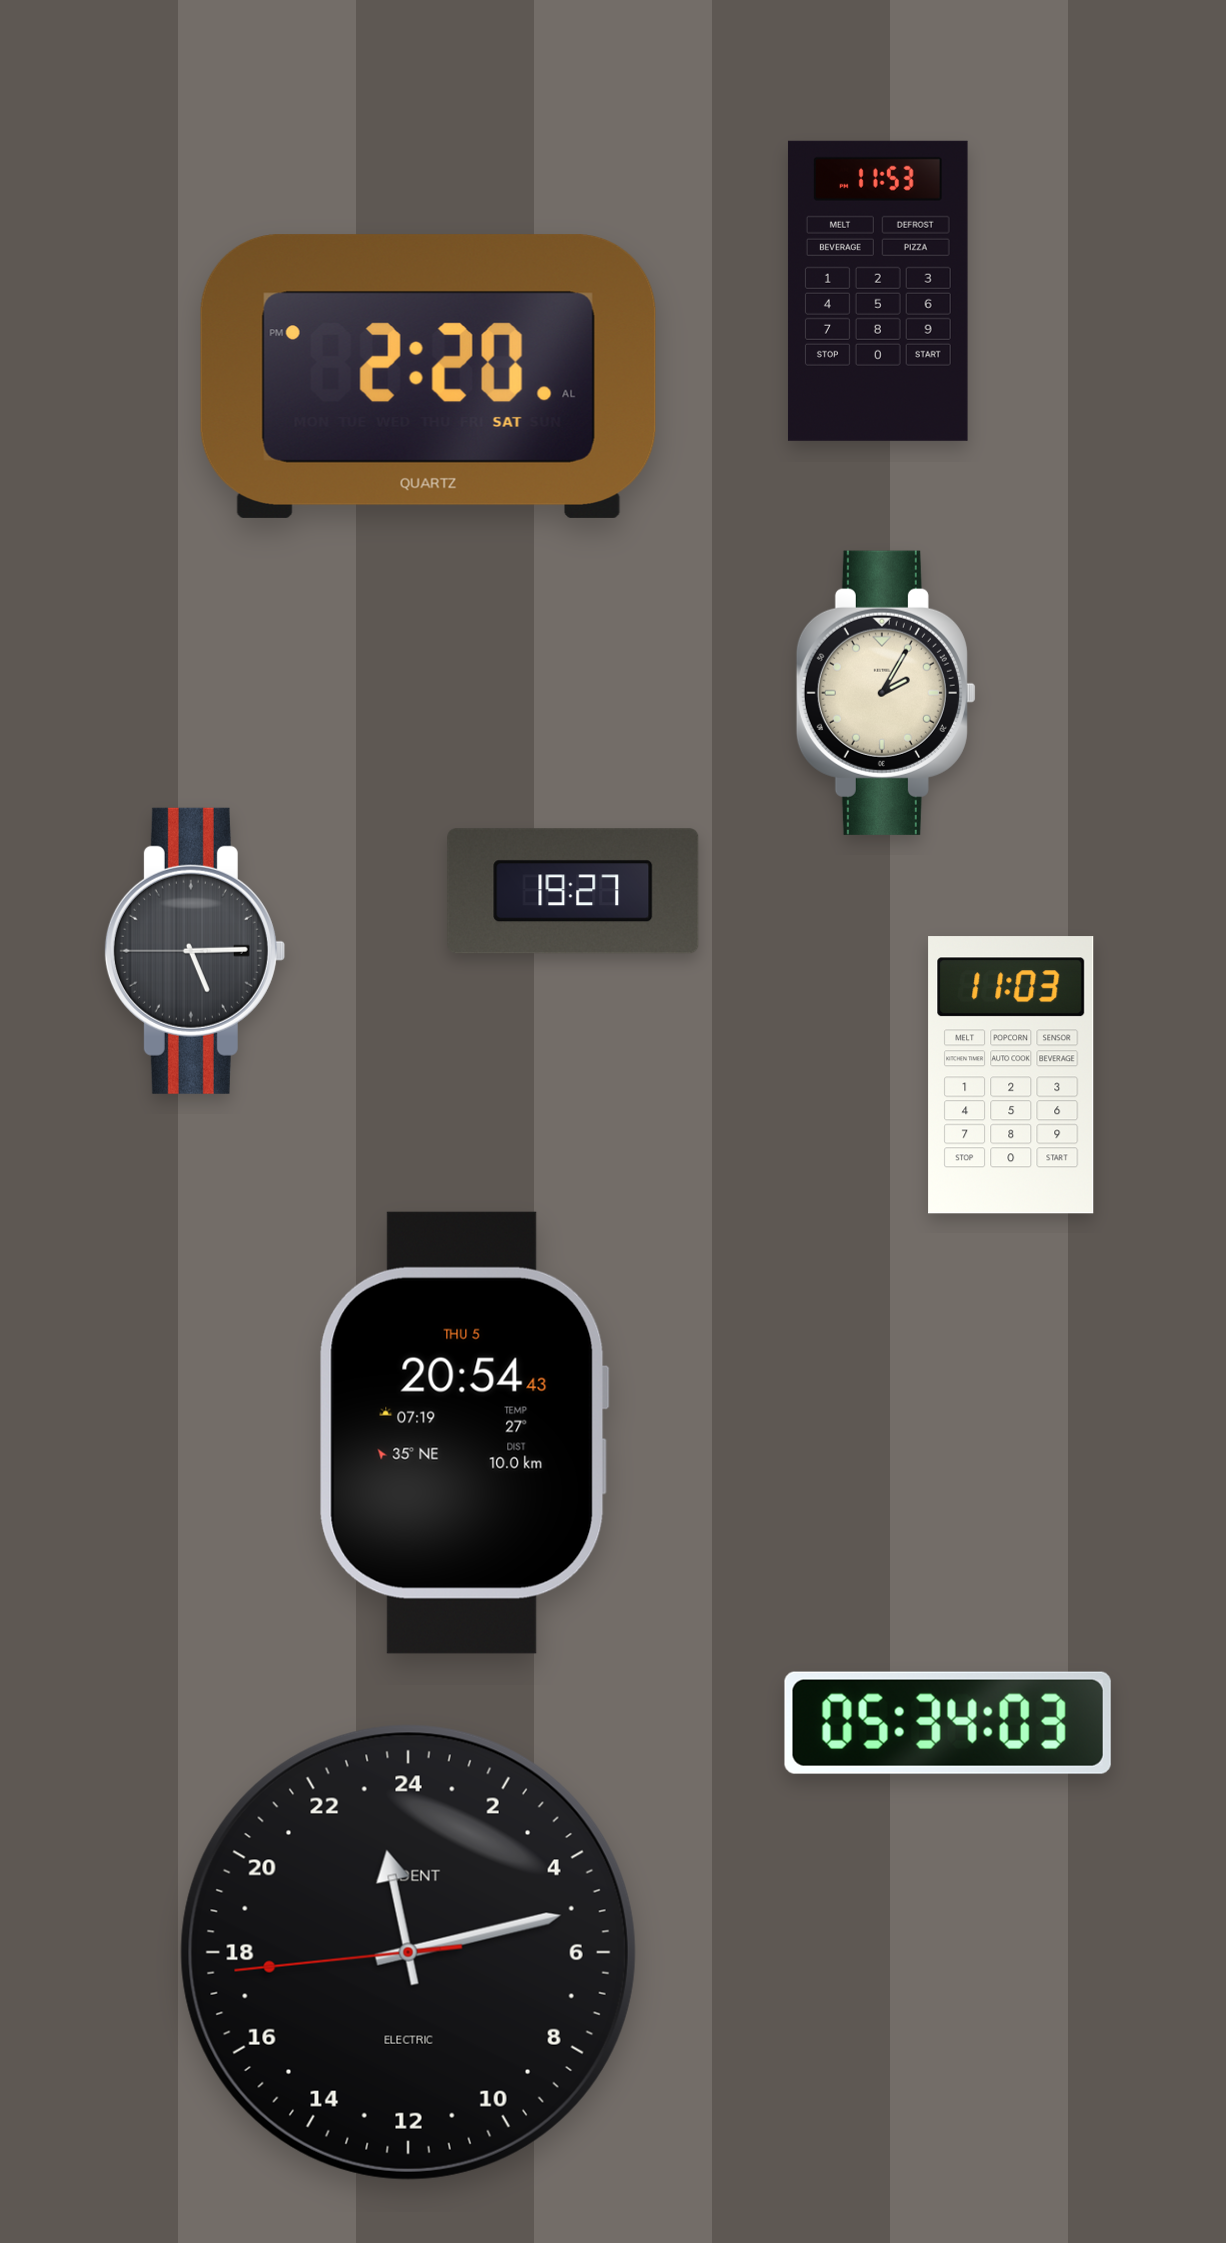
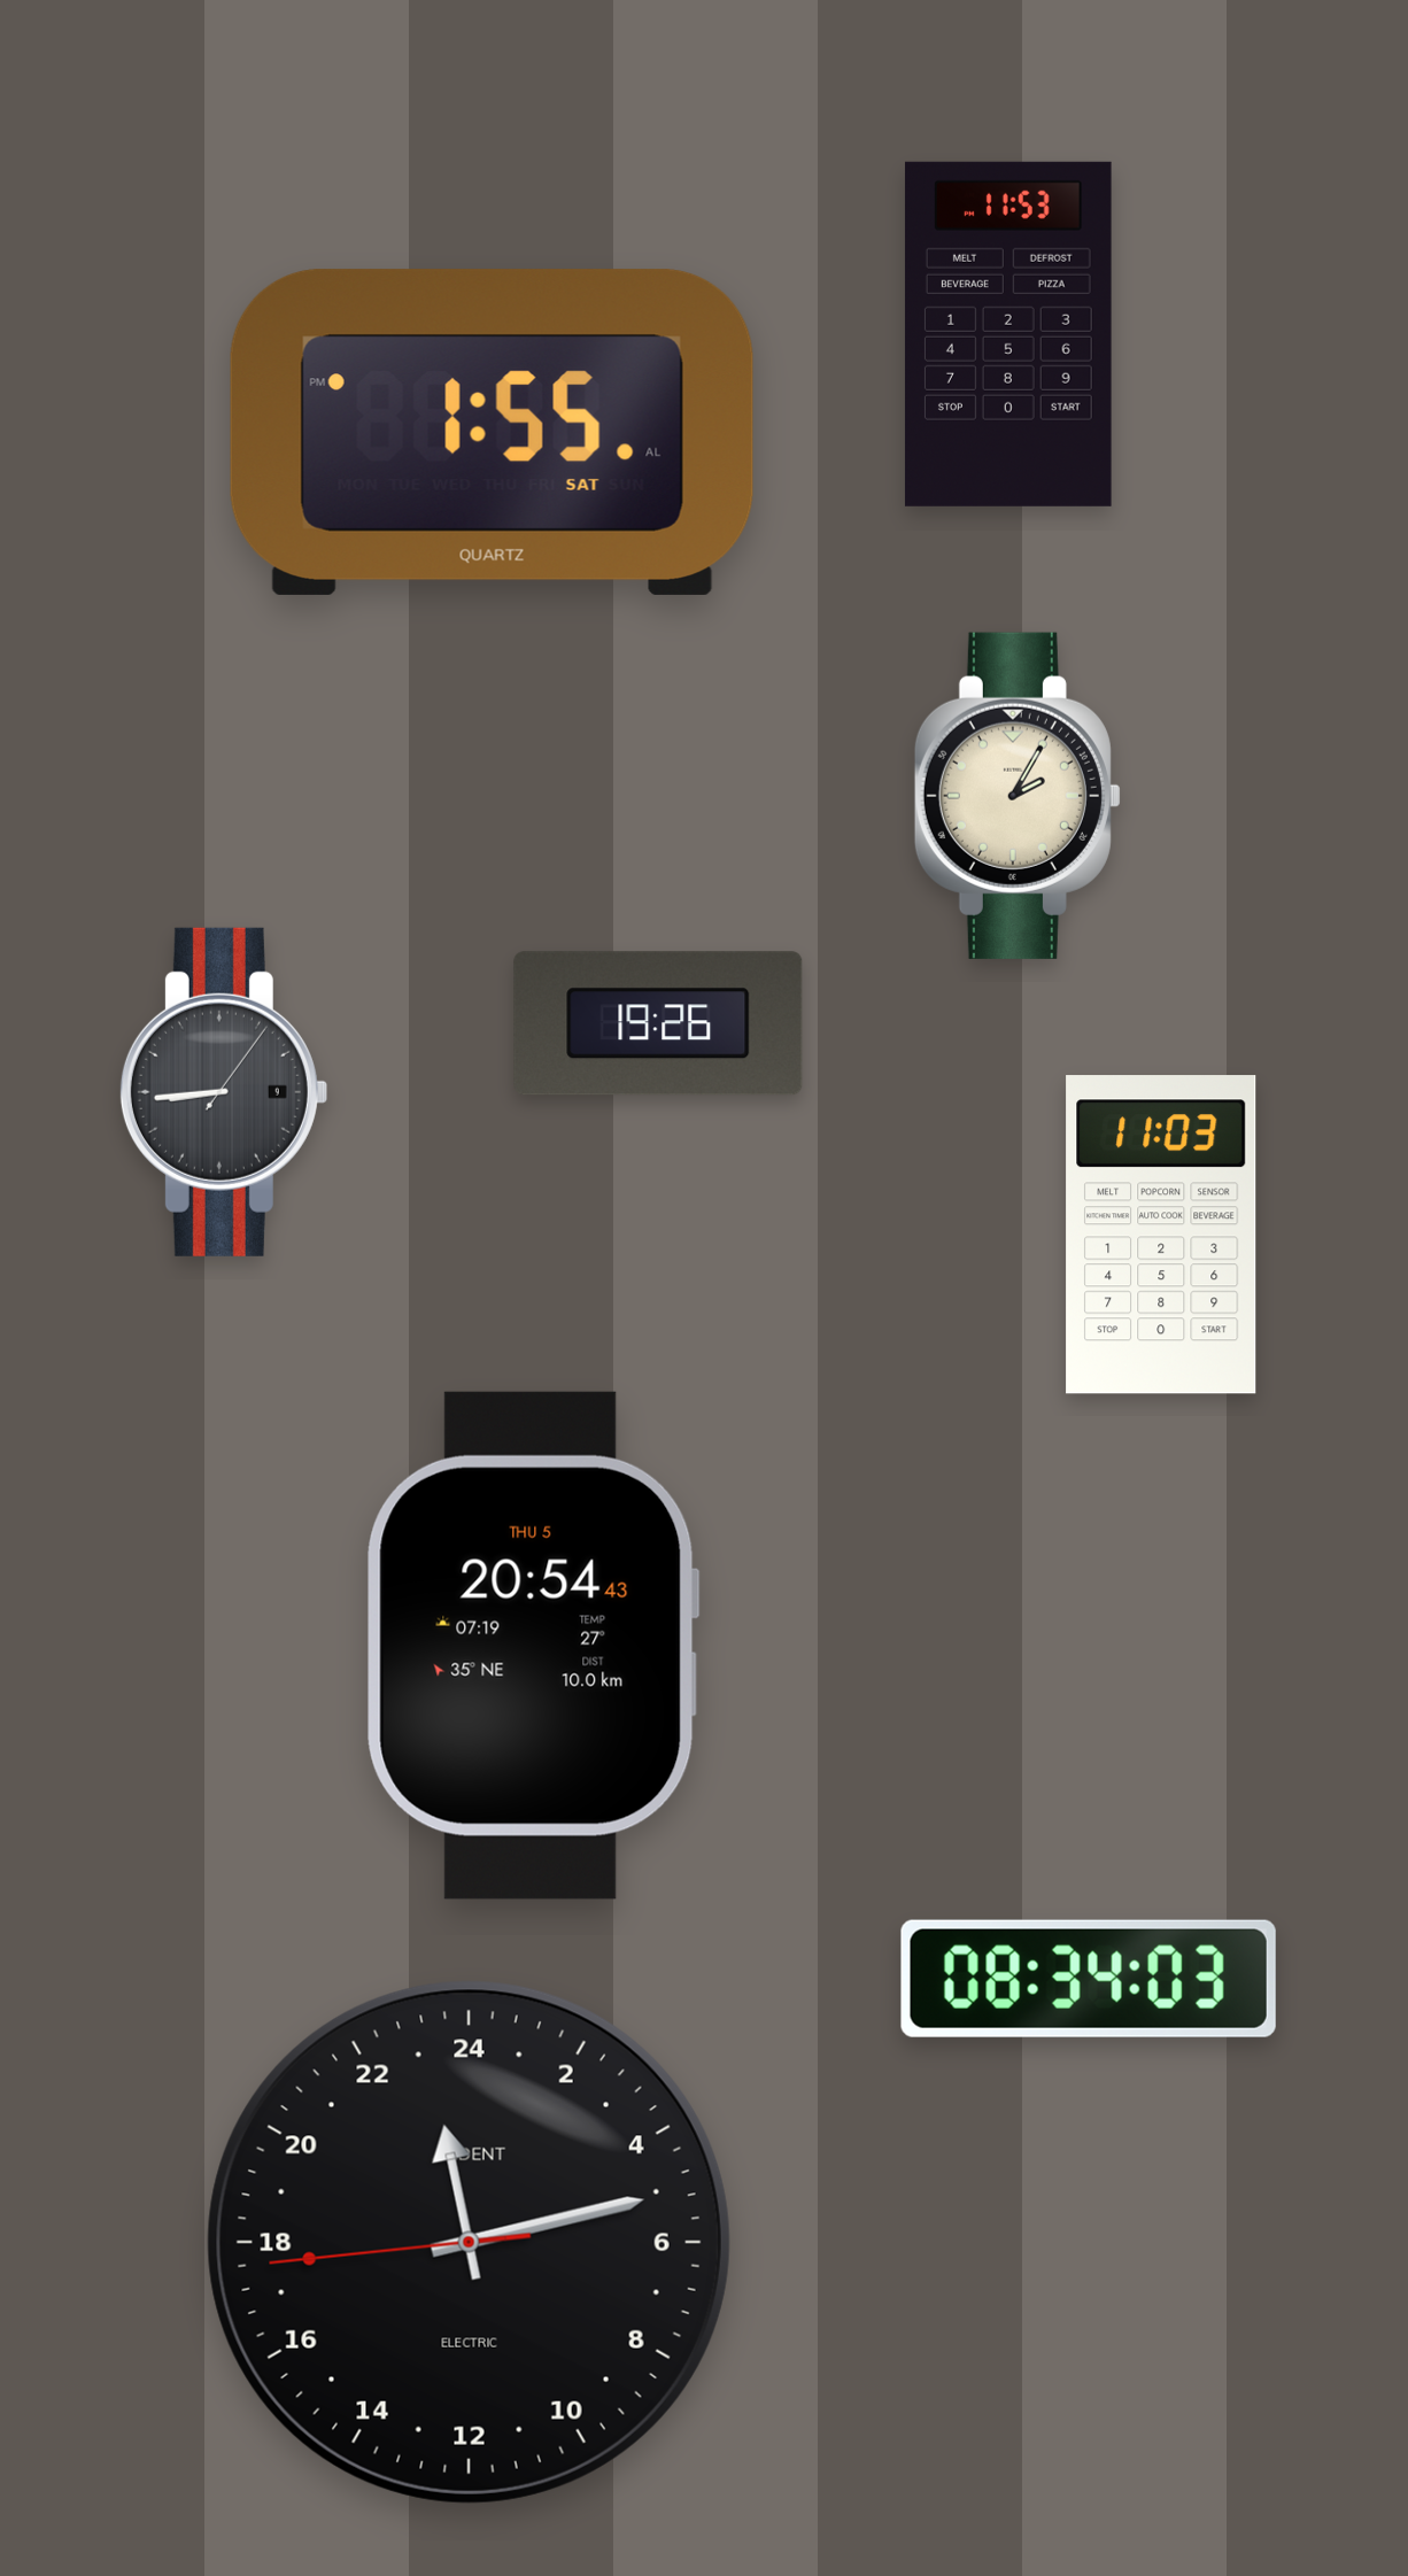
clock at (428, 376): 2:20 -> 1:55
clock at (573, 891): 19:27 -> 19:26
clock at (194, 951): 5:14 -> 8:44
clock at (948, 1723): 05:34 -> 08:34
